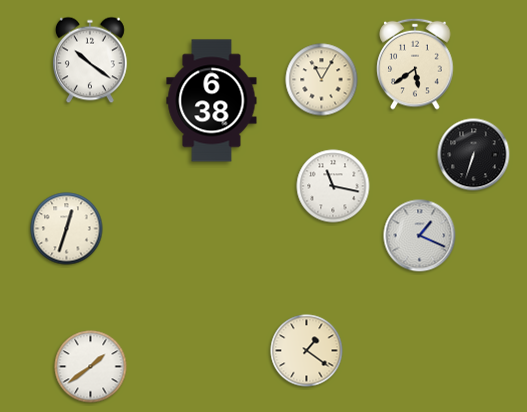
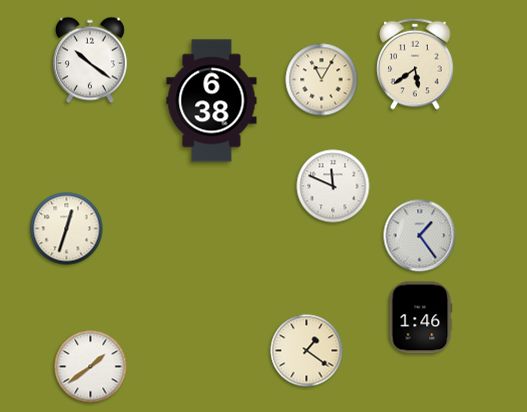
clock at (474, 155): 6:33 -> none
clock at (333, 186): 11:17 -> 11:49
clock at (420, 236): 1:19 -> 1:24
clock at (420, 318): none -> 1:46
